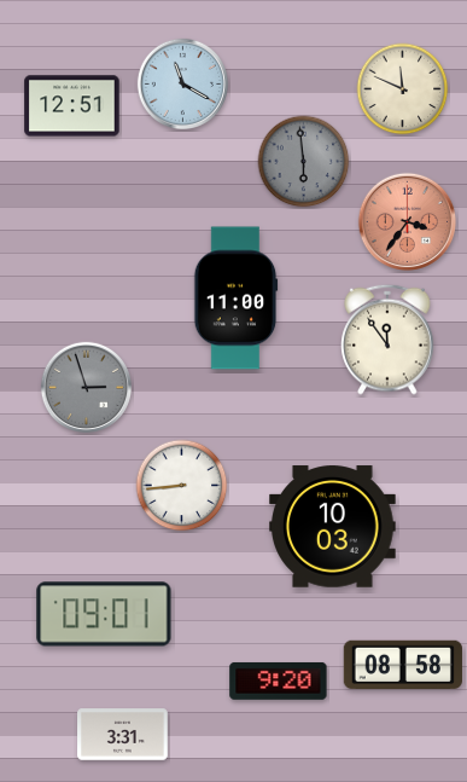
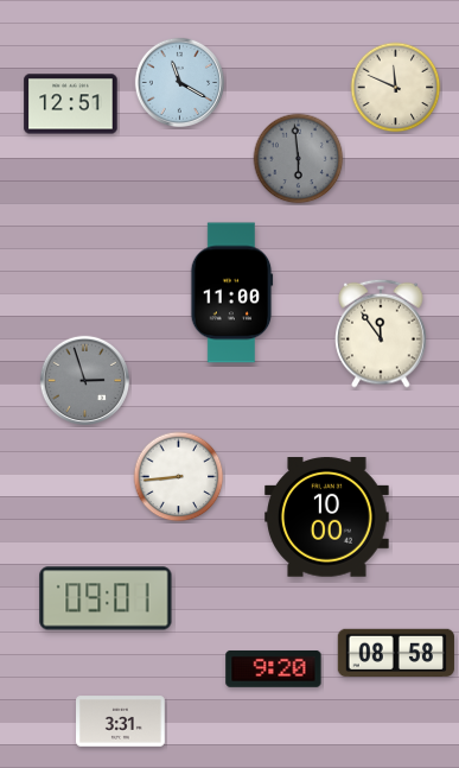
clock at (408, 222): 3:36 -> none
clock at (333, 527): 10:03 -> 10:00
clock at (104, 614) position: (104, 614) -> (106, 598)
